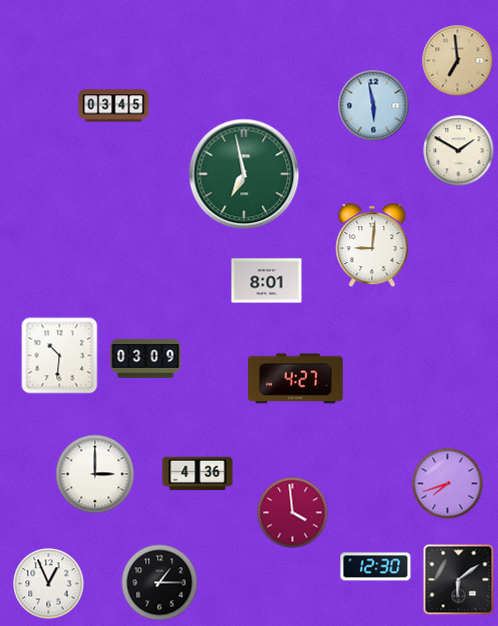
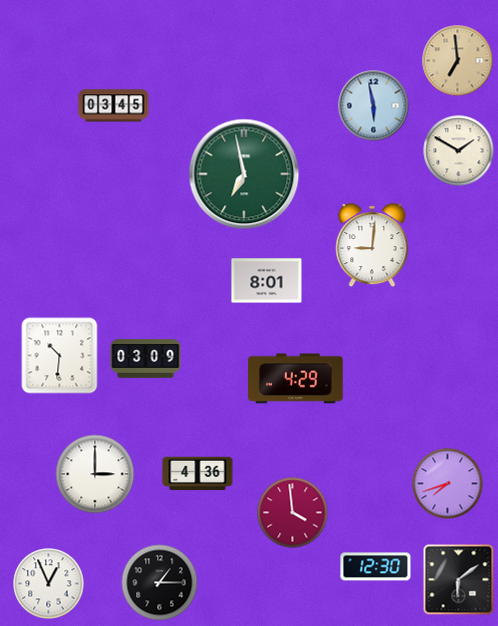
clock at (296, 379): 4:27 -> 4:29
